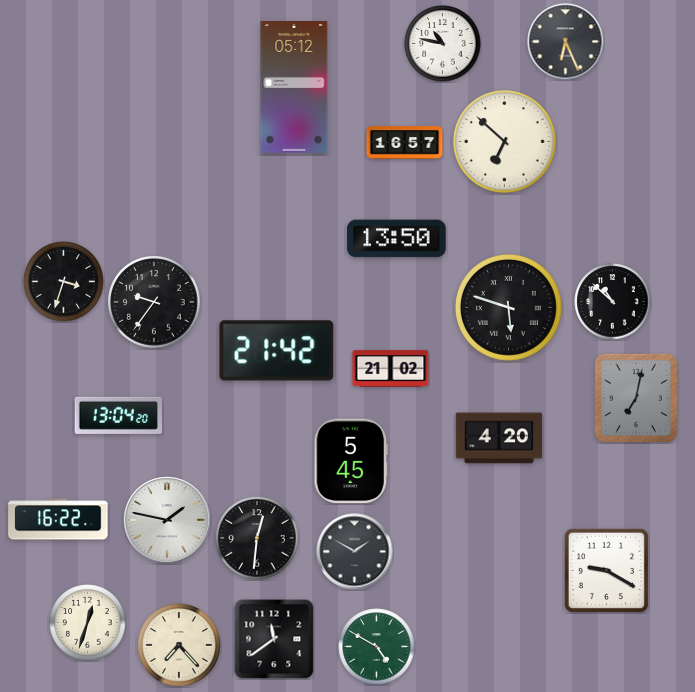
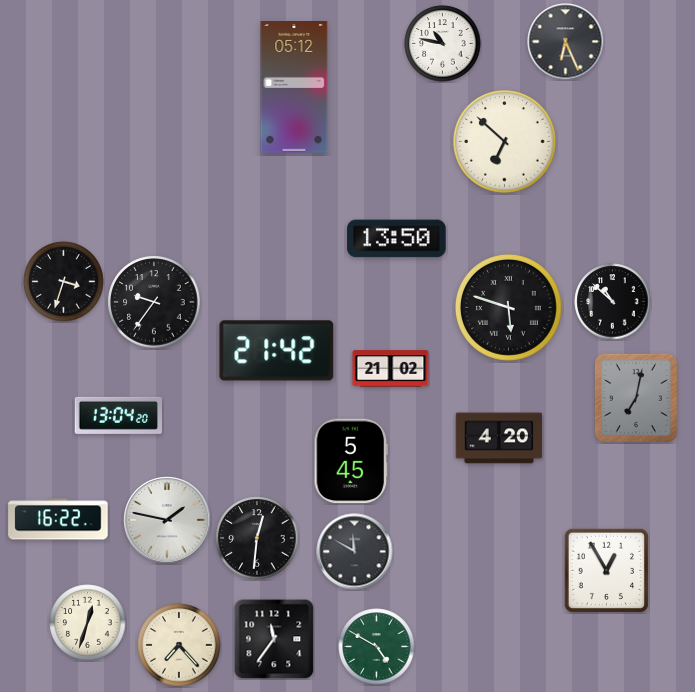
clock at (405, 143): 16:57 -> none
clock at (355, 552): 1:50 -> 11:50
clock at (606, 570): 9:20 -> 12:55
clock at (274, 639): 11:39 -> 11:36
